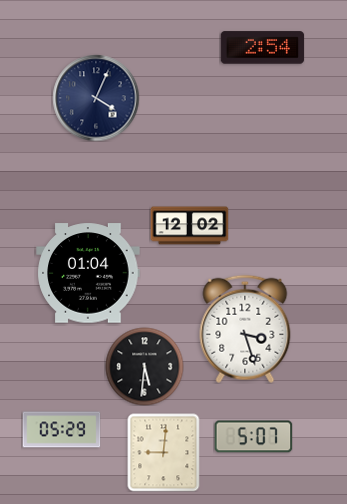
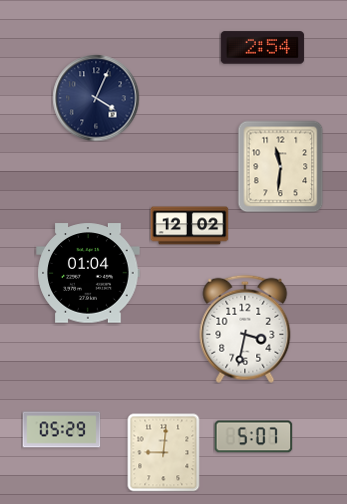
clock at (281, 166): none -> 11:31
clock at (245, 329): 3:27 -> 3:32
clock at (144, 366): 5:31 -> none
